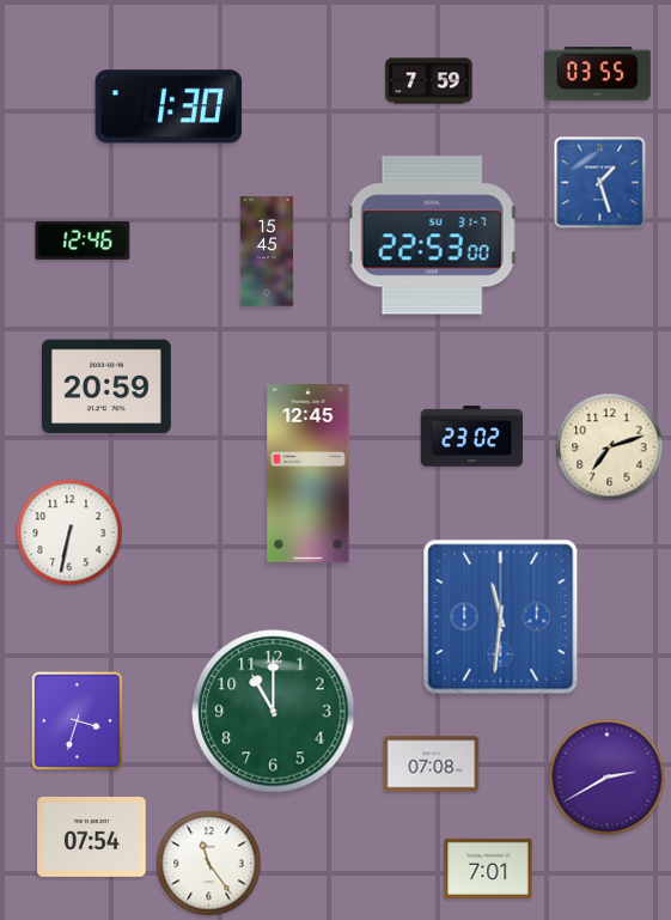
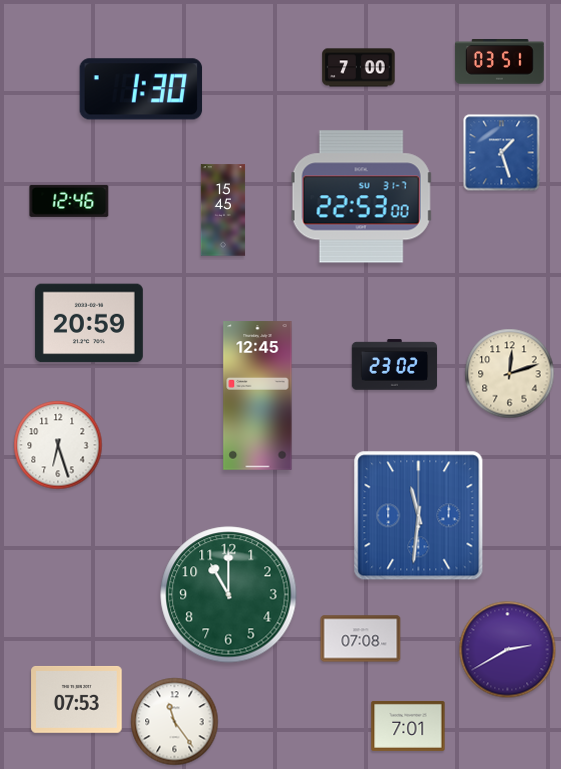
clock at (597, 74): 03:55 -> 03:51
clock at (429, 81): 7:59 -> 7:00
clock at (610, 447): 7:12 -> 12:12
clock at (69, 532): 6:32 -> 6:27
clock at (78, 721): 3:33 -> none
clock at (92, 836): 07:54 -> 07:53
